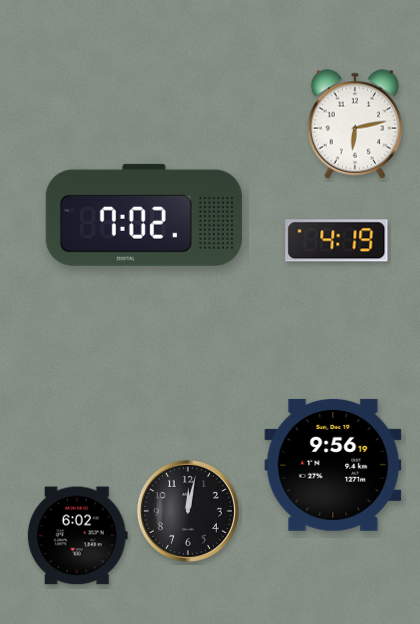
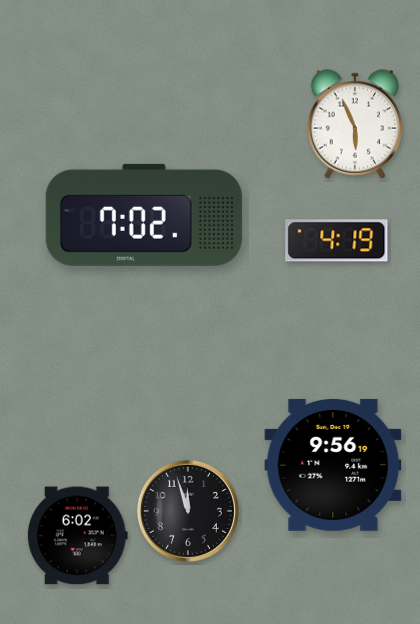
clock at (355, 124): 6:13 -> 5:56
clock at (188, 511): 12:02 -> 11:57
